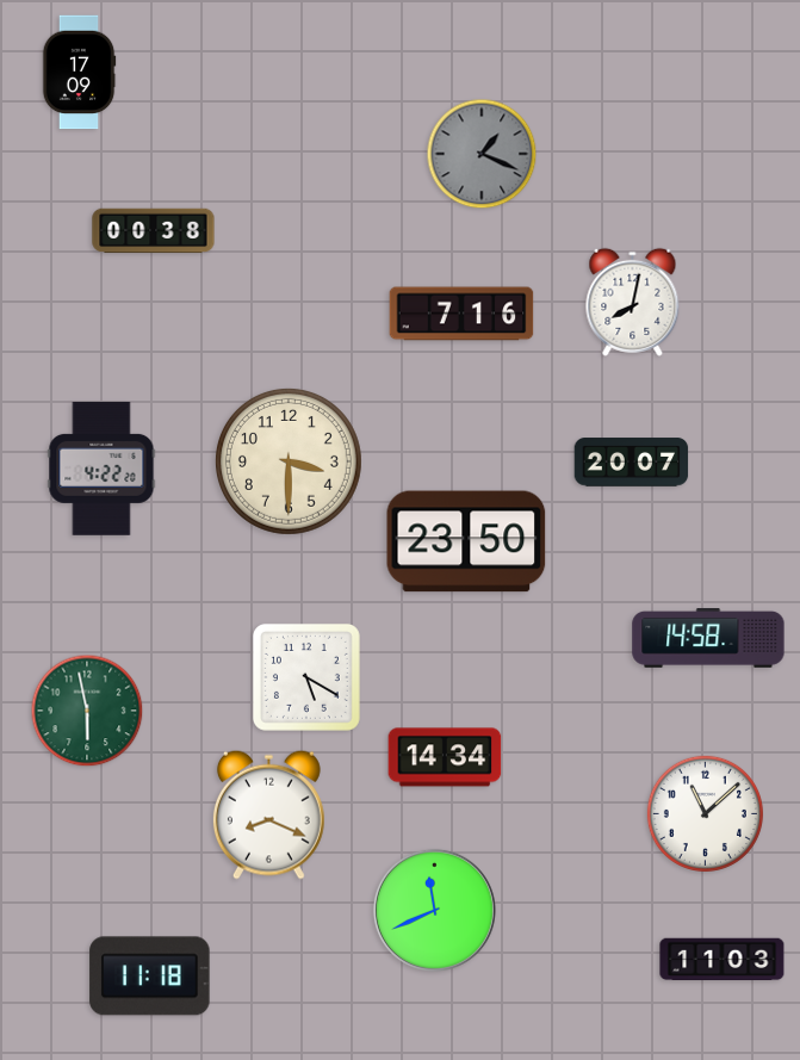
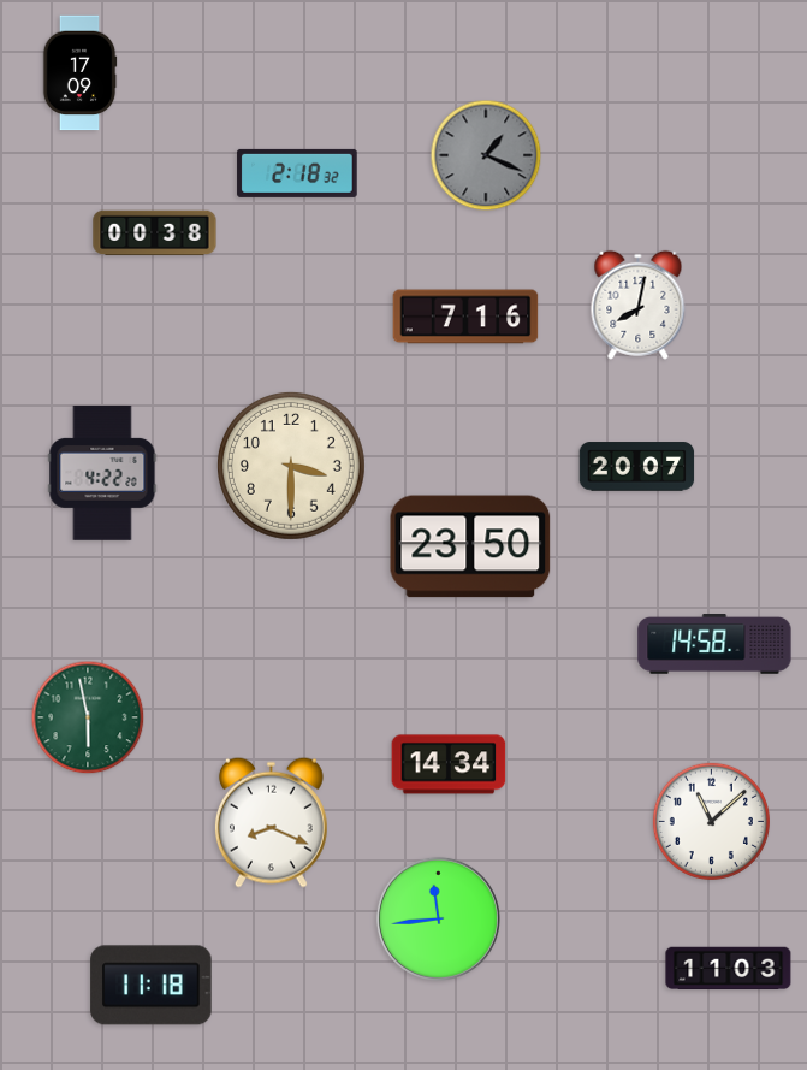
clock at (297, 173): none -> 2:18
clock at (306, 677): 5:20 -> none
clock at (434, 910): 11:41 -> 11:44
